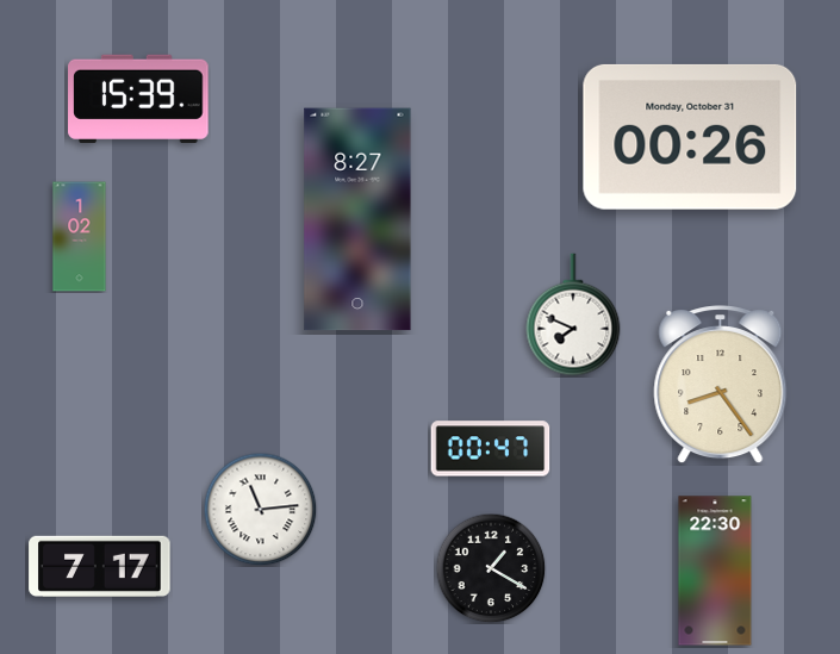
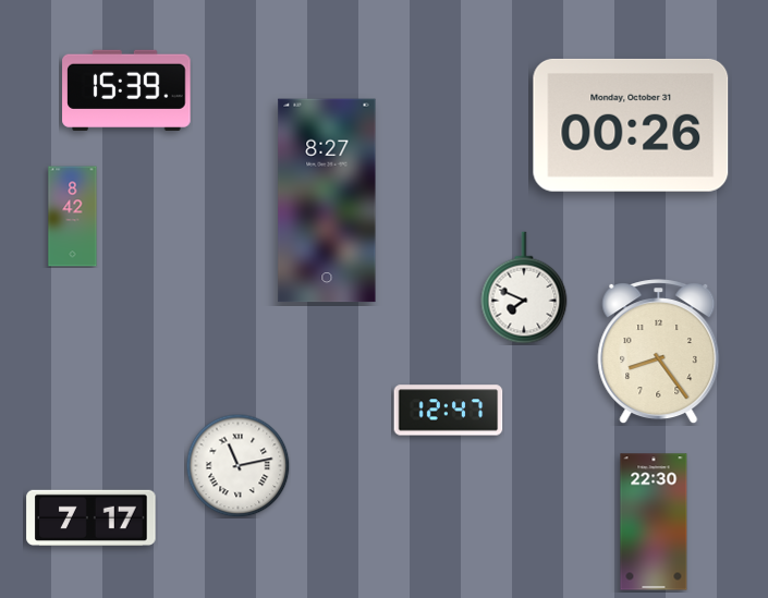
clock at (80, 237): 1:02 -> 8:42
clock at (491, 449): 00:47 -> 12:47
clock at (260, 509): 11:14 -> 11:13
clock at (491, 568): 1:20 -> none
